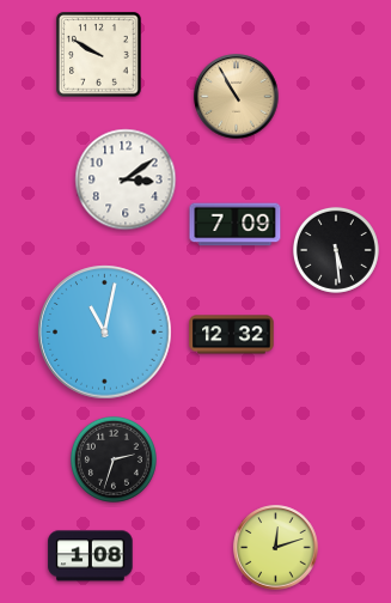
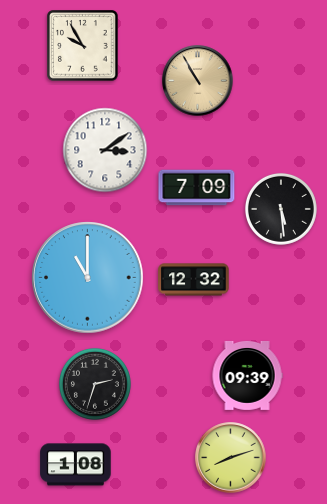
clock at (99, 55): 9:50 -> 9:55
clock at (105, 333): 11:02 -> 11:00
clock at (247, 375): none -> 09:39
clock at (276, 548): 12:12 -> 8:12
